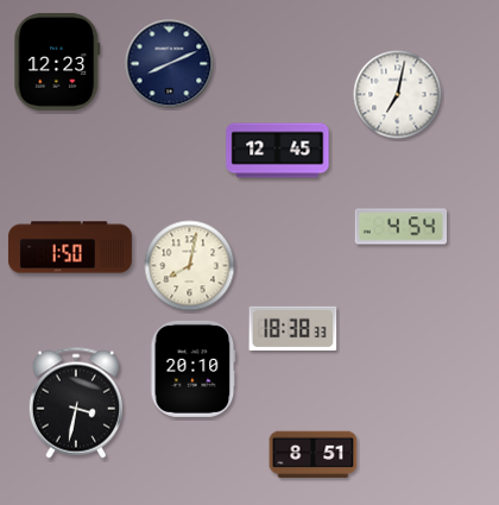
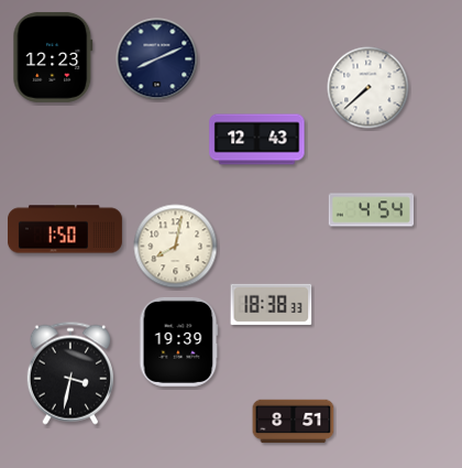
clock at (398, 95): 7:02 -> 7:38
clock at (278, 151): 12:45 -> 12:43
clock at (194, 368): 20:10 -> 19:39
clock at (314, 455) position: (314, 455) -> (294, 422)
